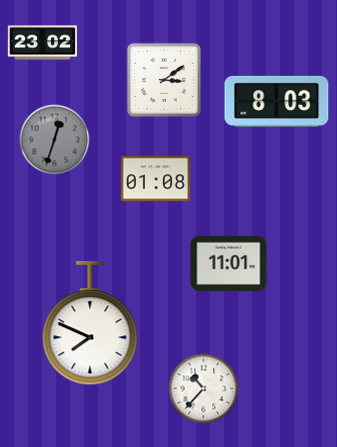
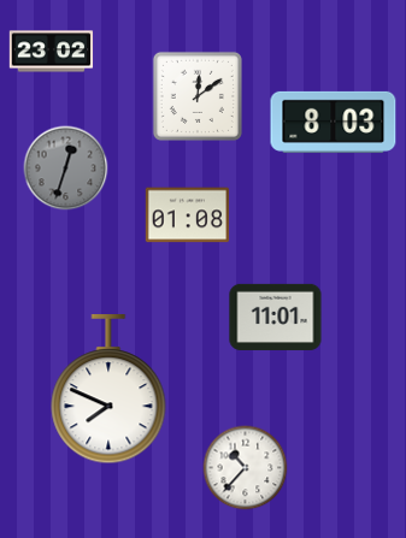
clock at (164, 80): 3:09 -> 12:09
